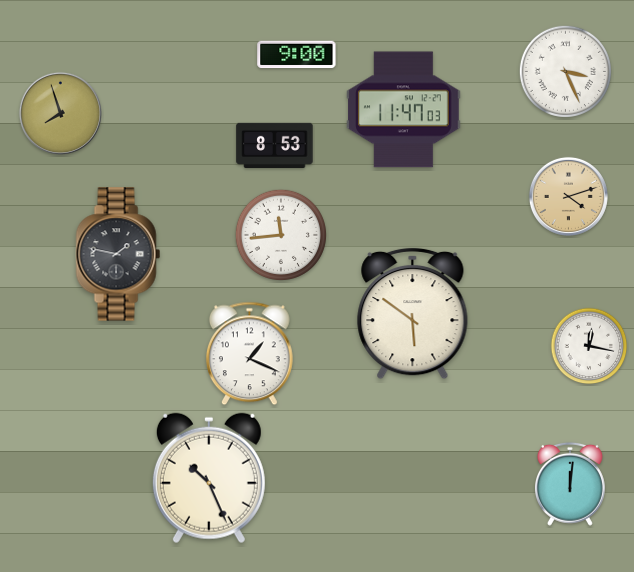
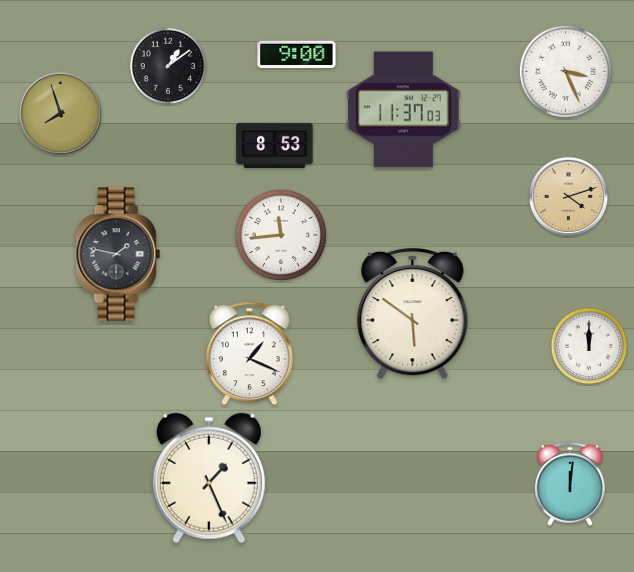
clock at (168, 66): none -> 1:09
clock at (404, 110): 11:47 -> 11:37
clock at (589, 346): 12:17 -> 12:00
clock at (209, 478): 10:26 -> 1:26
